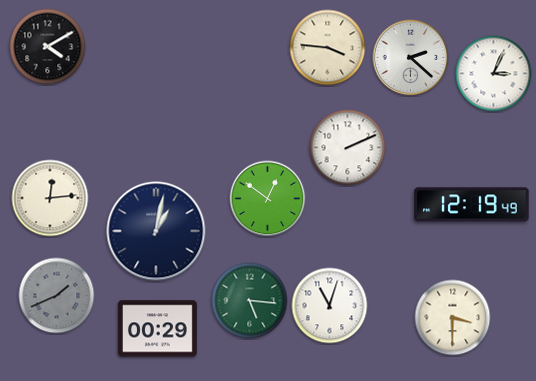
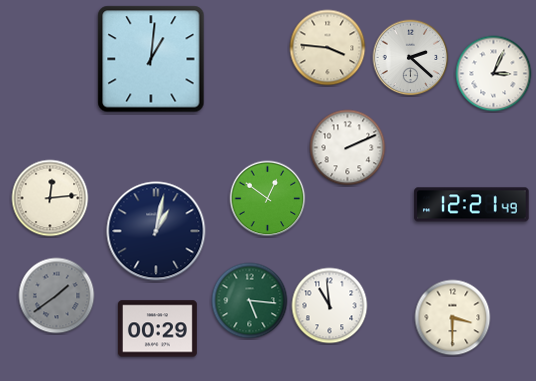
clock at (48, 47): 4:10 -> none
clock at (151, 59): none -> 1:01
clock at (472, 205): 12:19 -> 12:21
clock at (57, 296): 1:41 -> 1:39
clock at (330, 306): 11:03 -> 10:59
